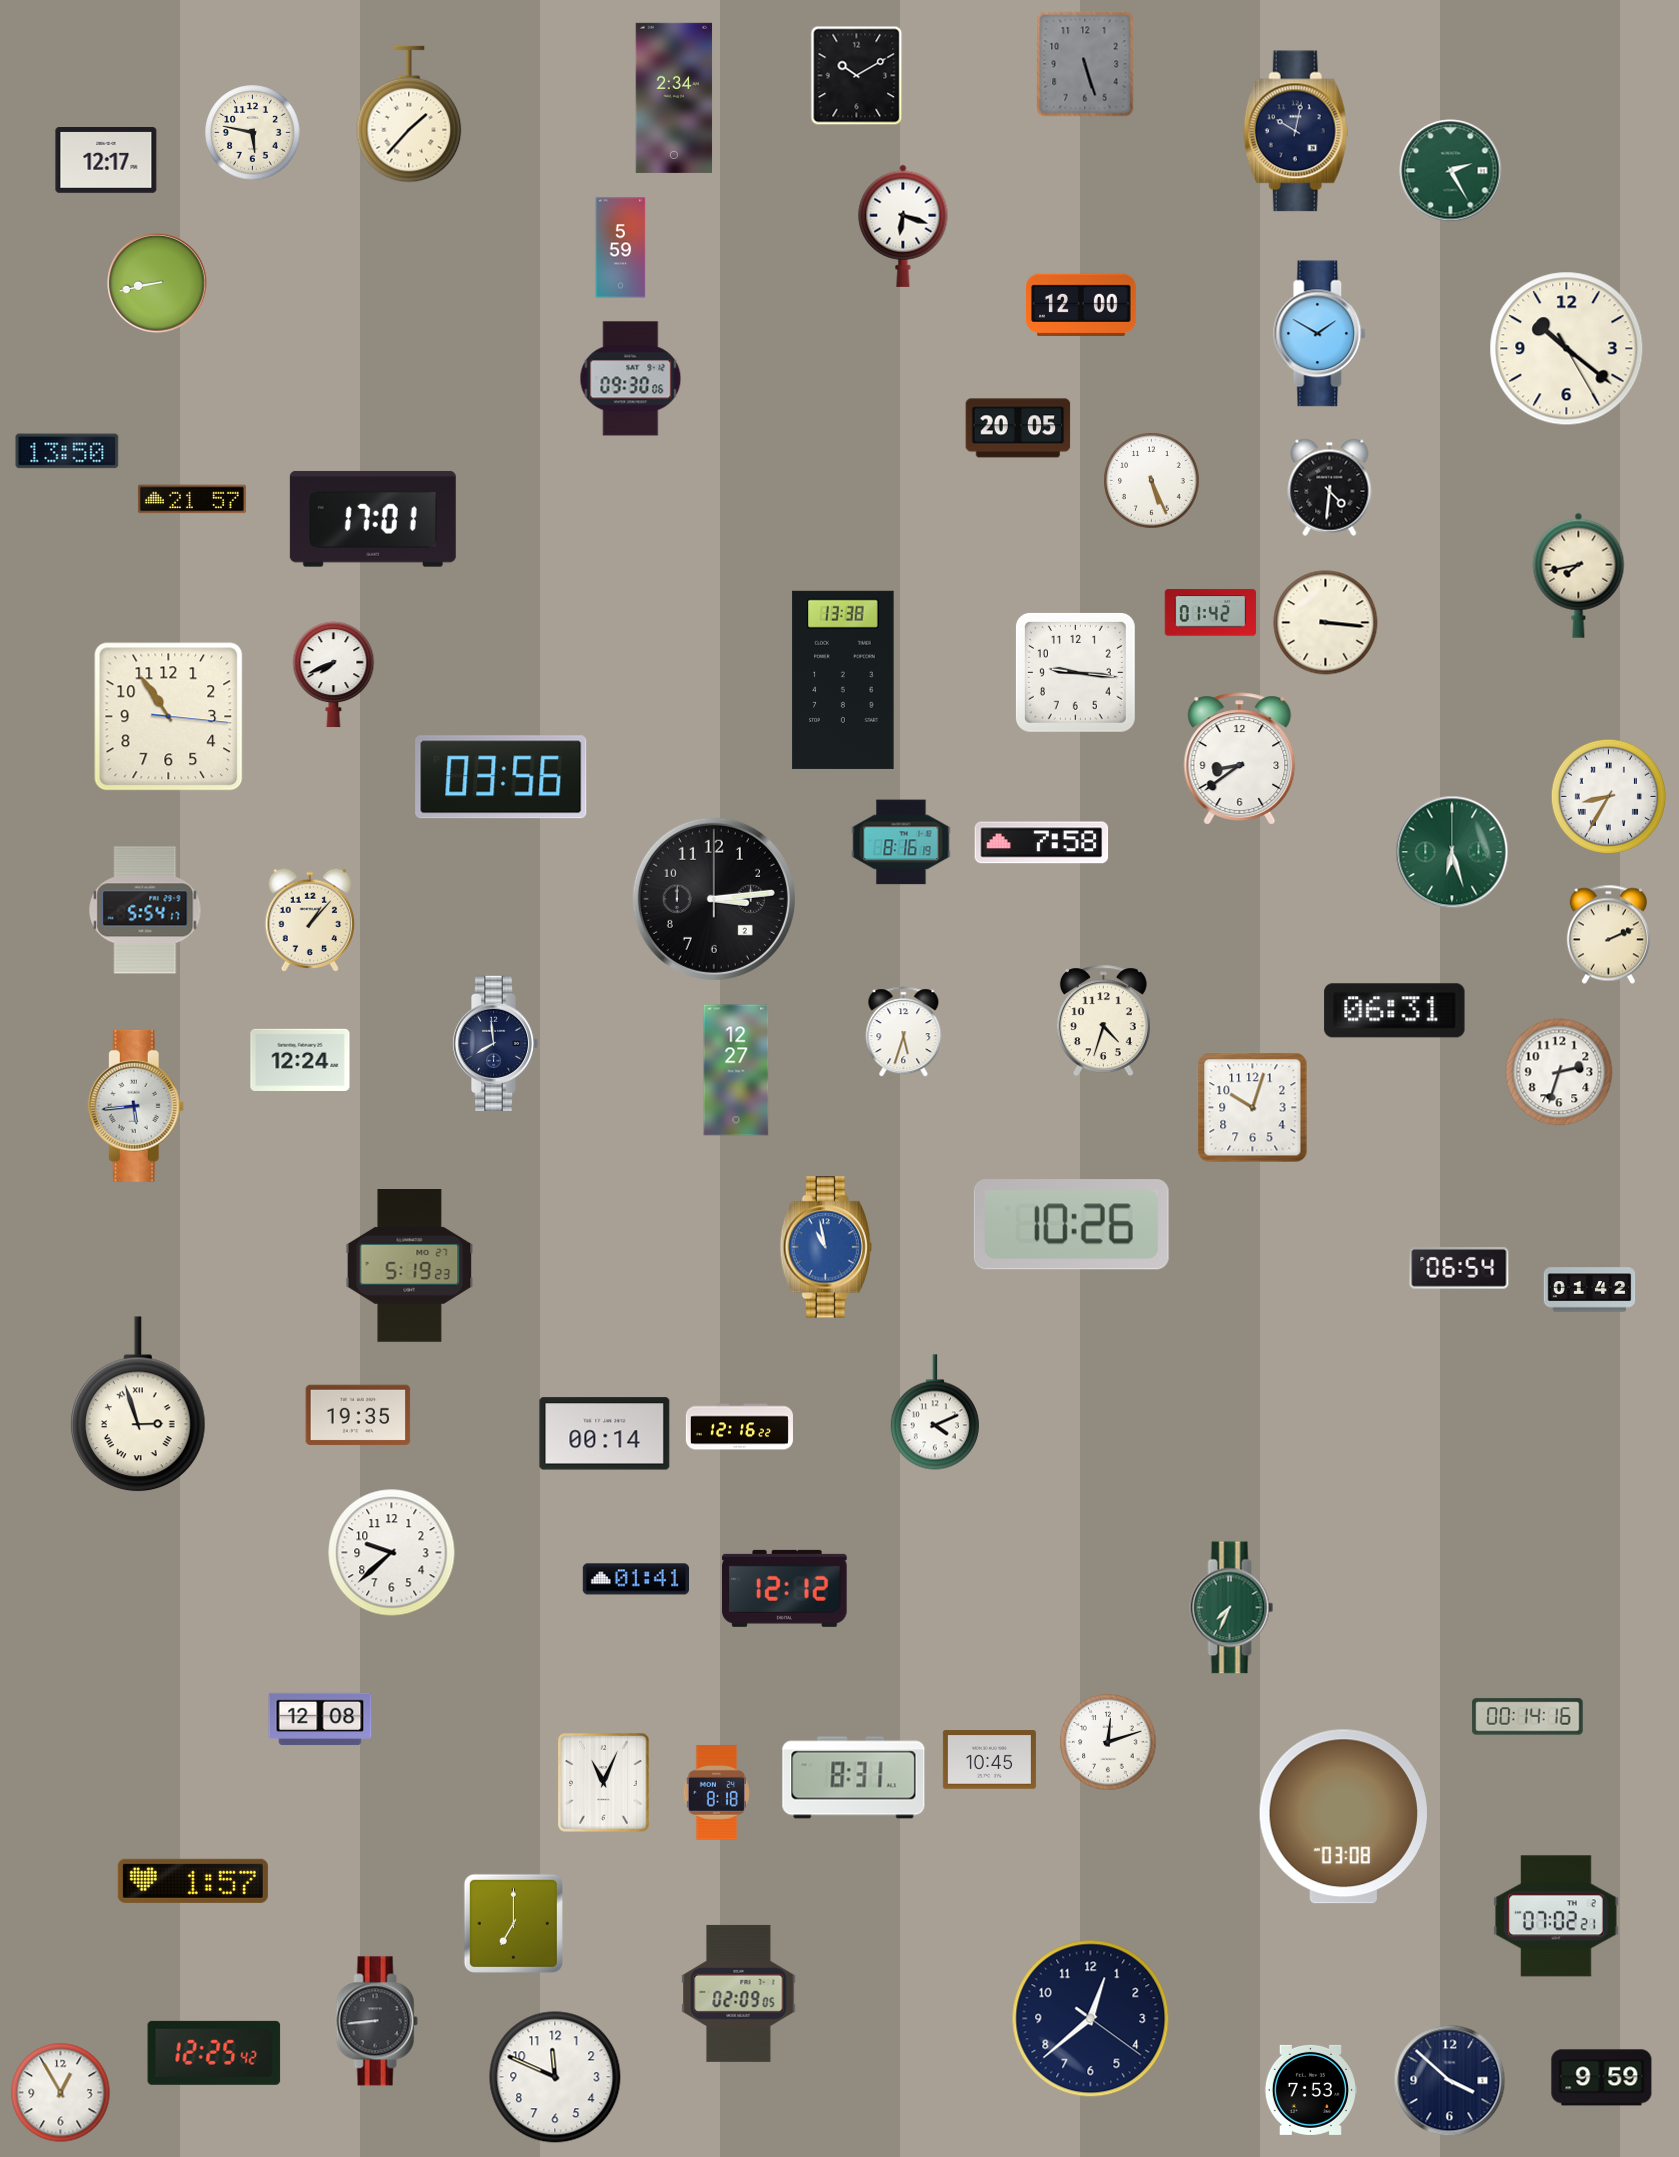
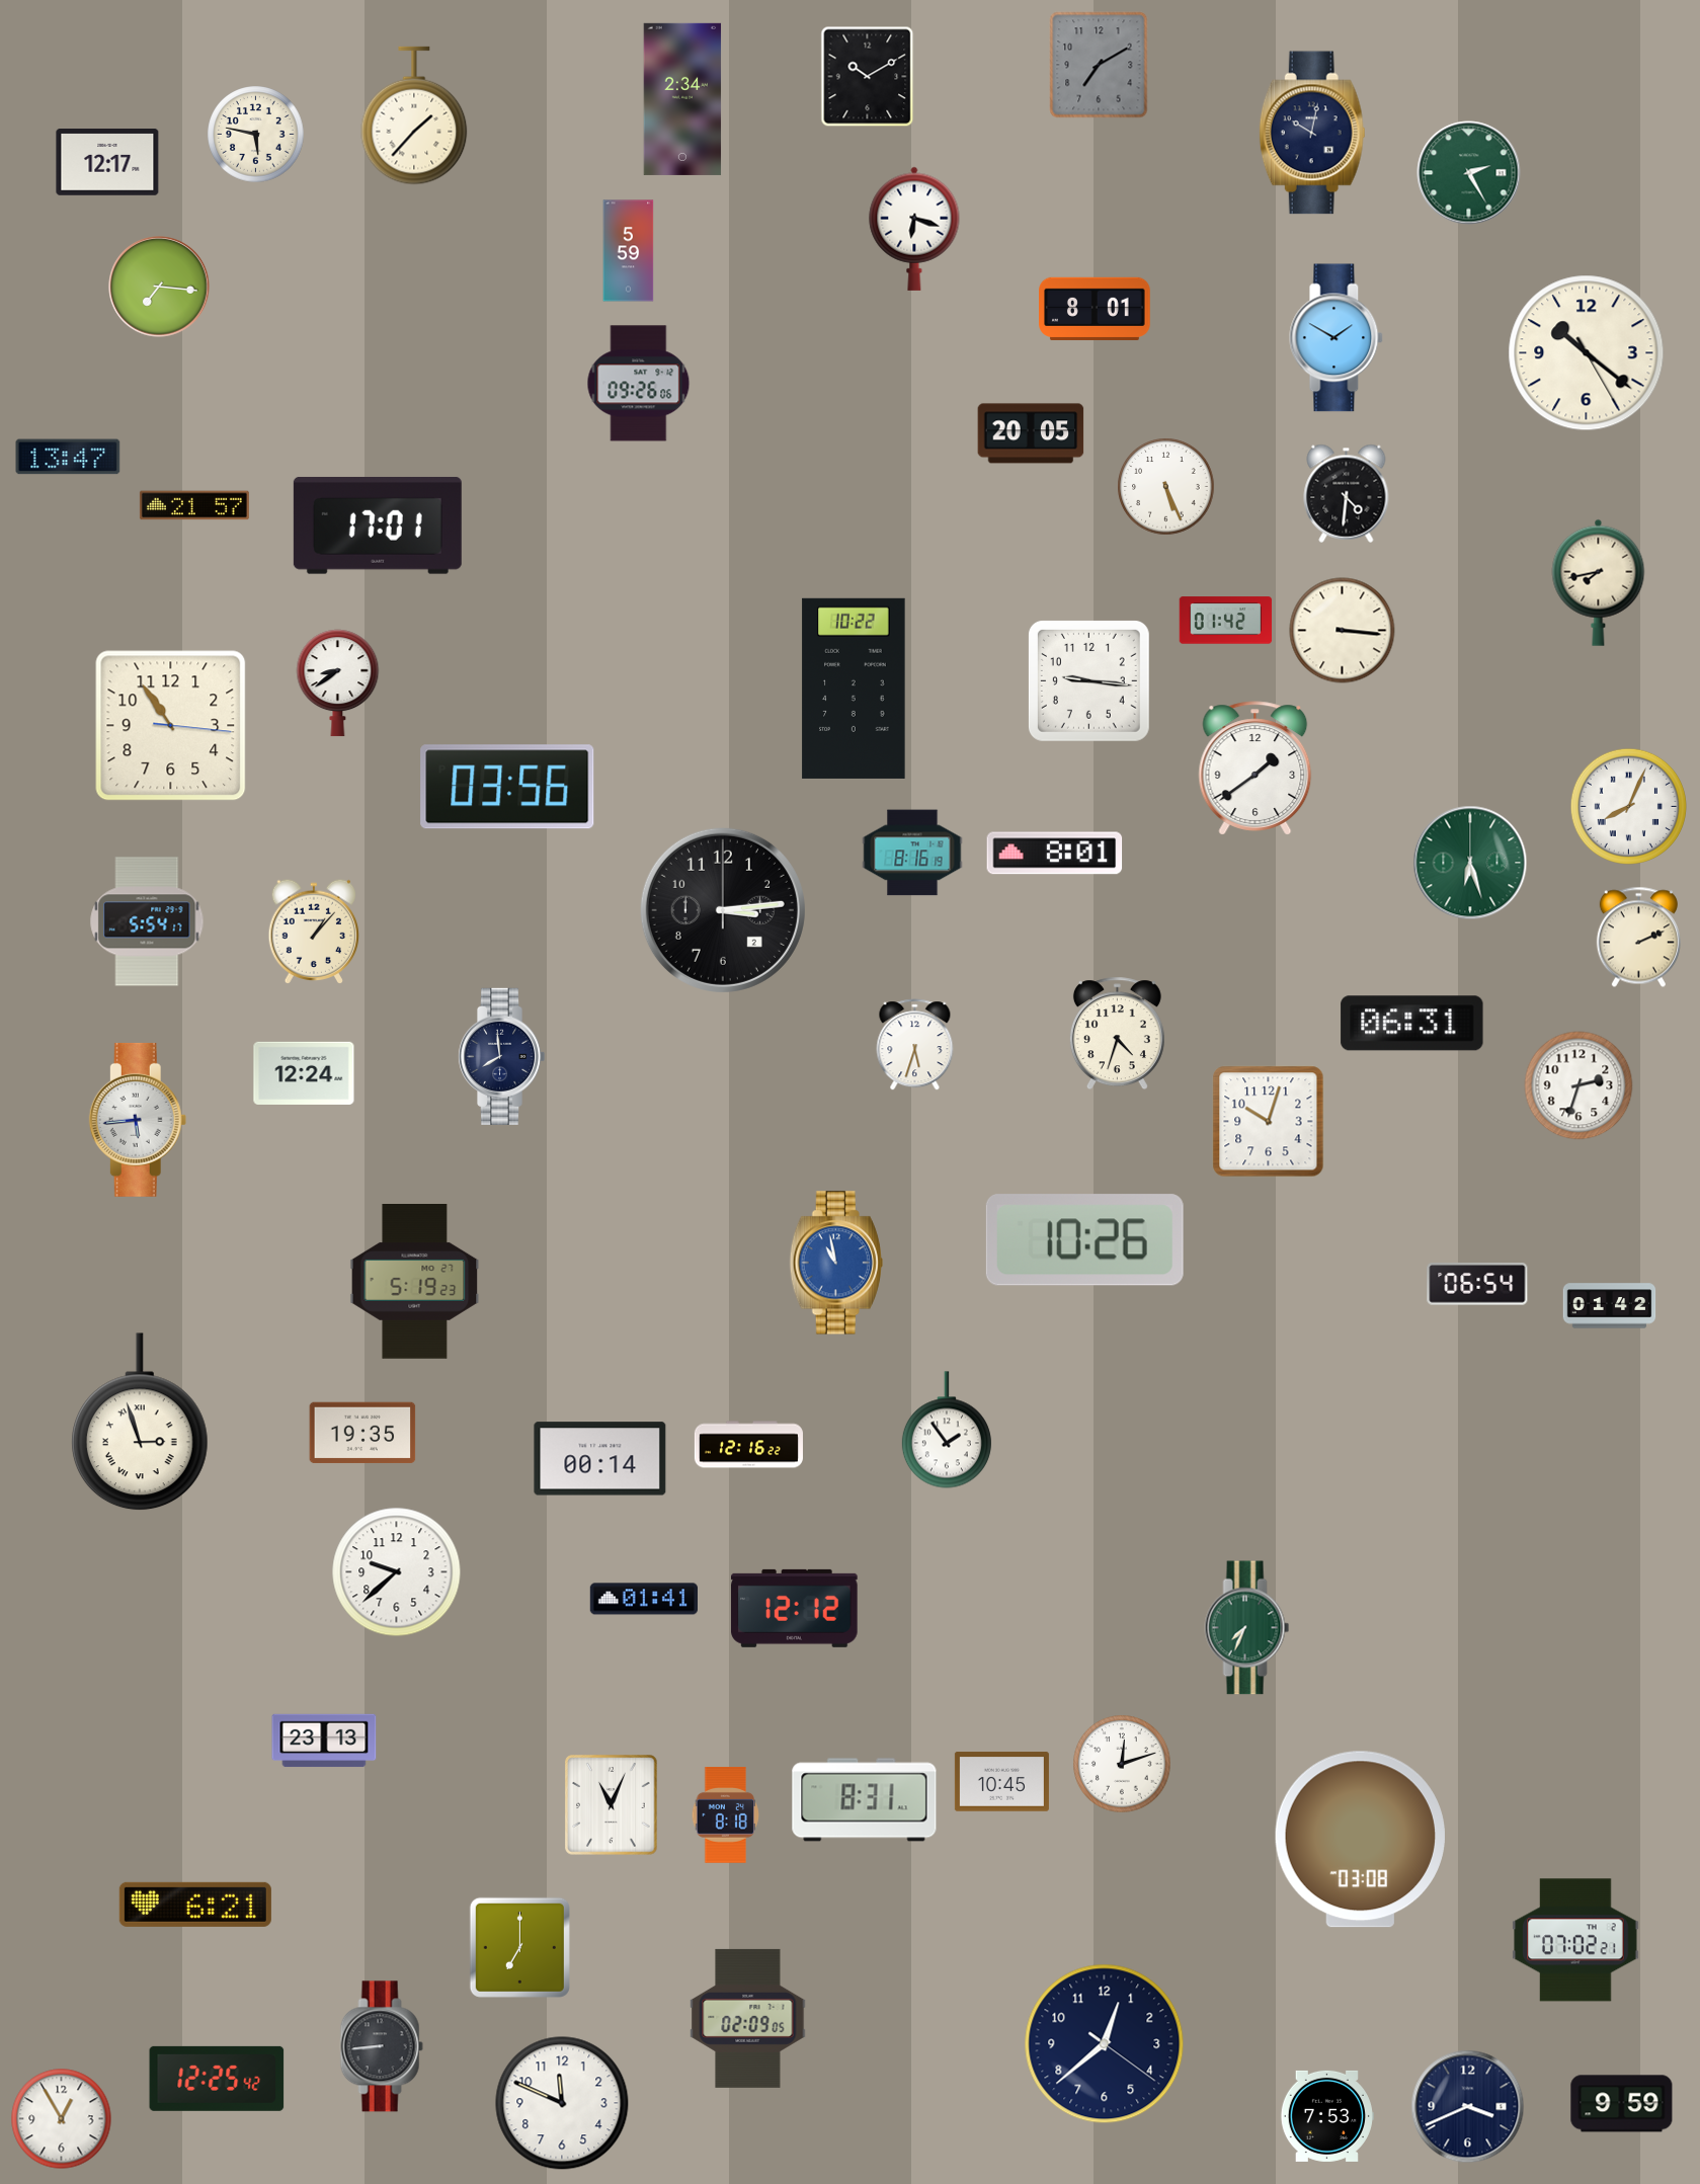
clock at (1085, 64): 5:27 -> 7:10
clock at (157, 283): 8:43 -> 7:16
clock at (1081, 305): 12:00 -> 8:01
clock at (631, 379): 09:30 -> 09:26
clock at (67, 451): 13:50 -> 13:47
clock at (334, 675): 7:41 -> 8:39
clock at (843, 680): 13:38 -> 10:22
clock at (1240, 759): 8:39 -> 1:39
clock at (1608, 796): 8:35 -> 8:04
clock at (1042, 843): 7:58 -> 8:01
clock at (1608, 935) position: (1608, 935) -> (1638, 938)
clock at (736, 1070): 12:27 -> none
clock at (935, 1412): 4:11 -> 1:54
clock at (605, 1434) position: (605, 1434) -> (600, 1459)
clock at (1528, 1717): 00:14 -> none
clock at (320, 1719): 12:08 -> 23:13
clock at (193, 1881): 1:57 -> 6:21
clock at (1450, 2081): 3:52 -> 3:41
